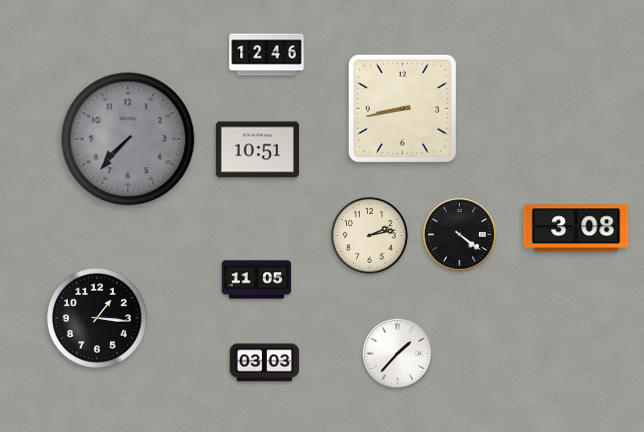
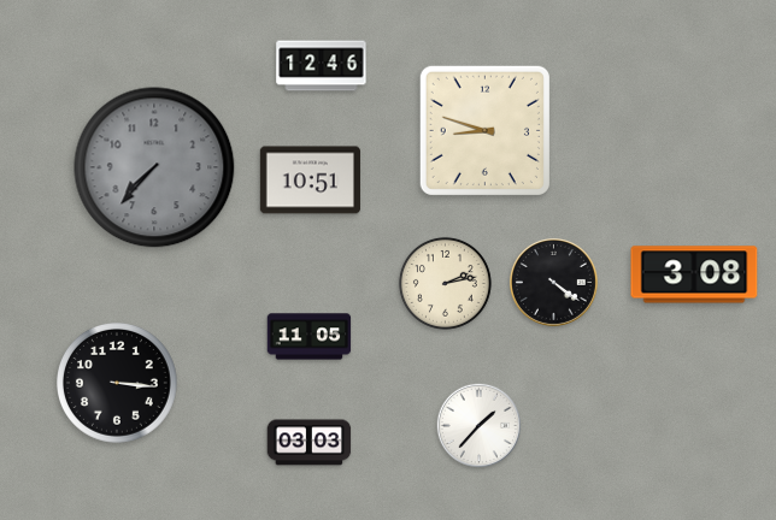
clock at (402, 108): 8:43 -> 8:48
clock at (98, 319): 1:16 -> 3:16
clock at (265, 363) position: (265, 363) -> (310, 443)
